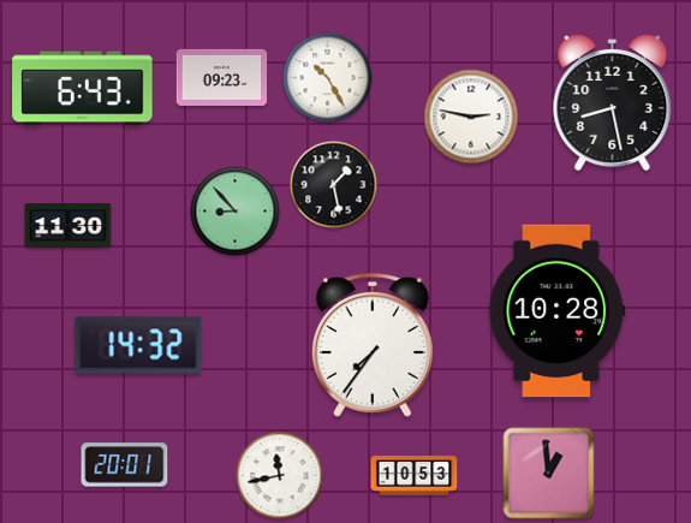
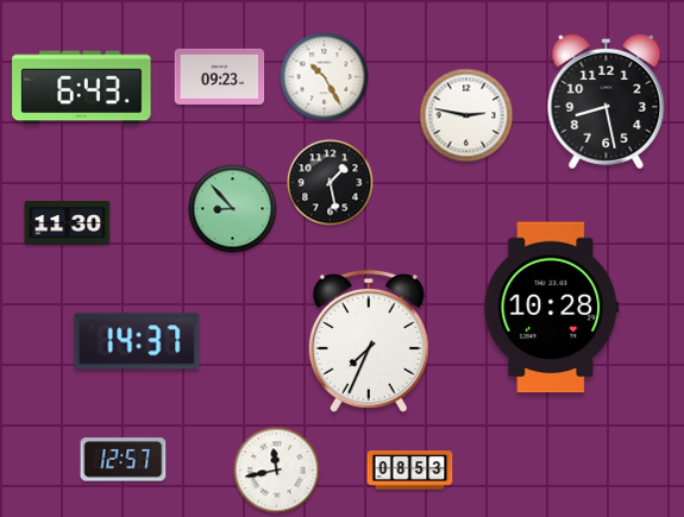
clock at (138, 345): 14:32 -> 14:37
clock at (373, 345): 7:36 -> 7:34
clock at (125, 465): 20:01 -> 12:57
clock at (549, 474): 12:59 -> none
clock at (415, 476): 10:53 -> 08:53
